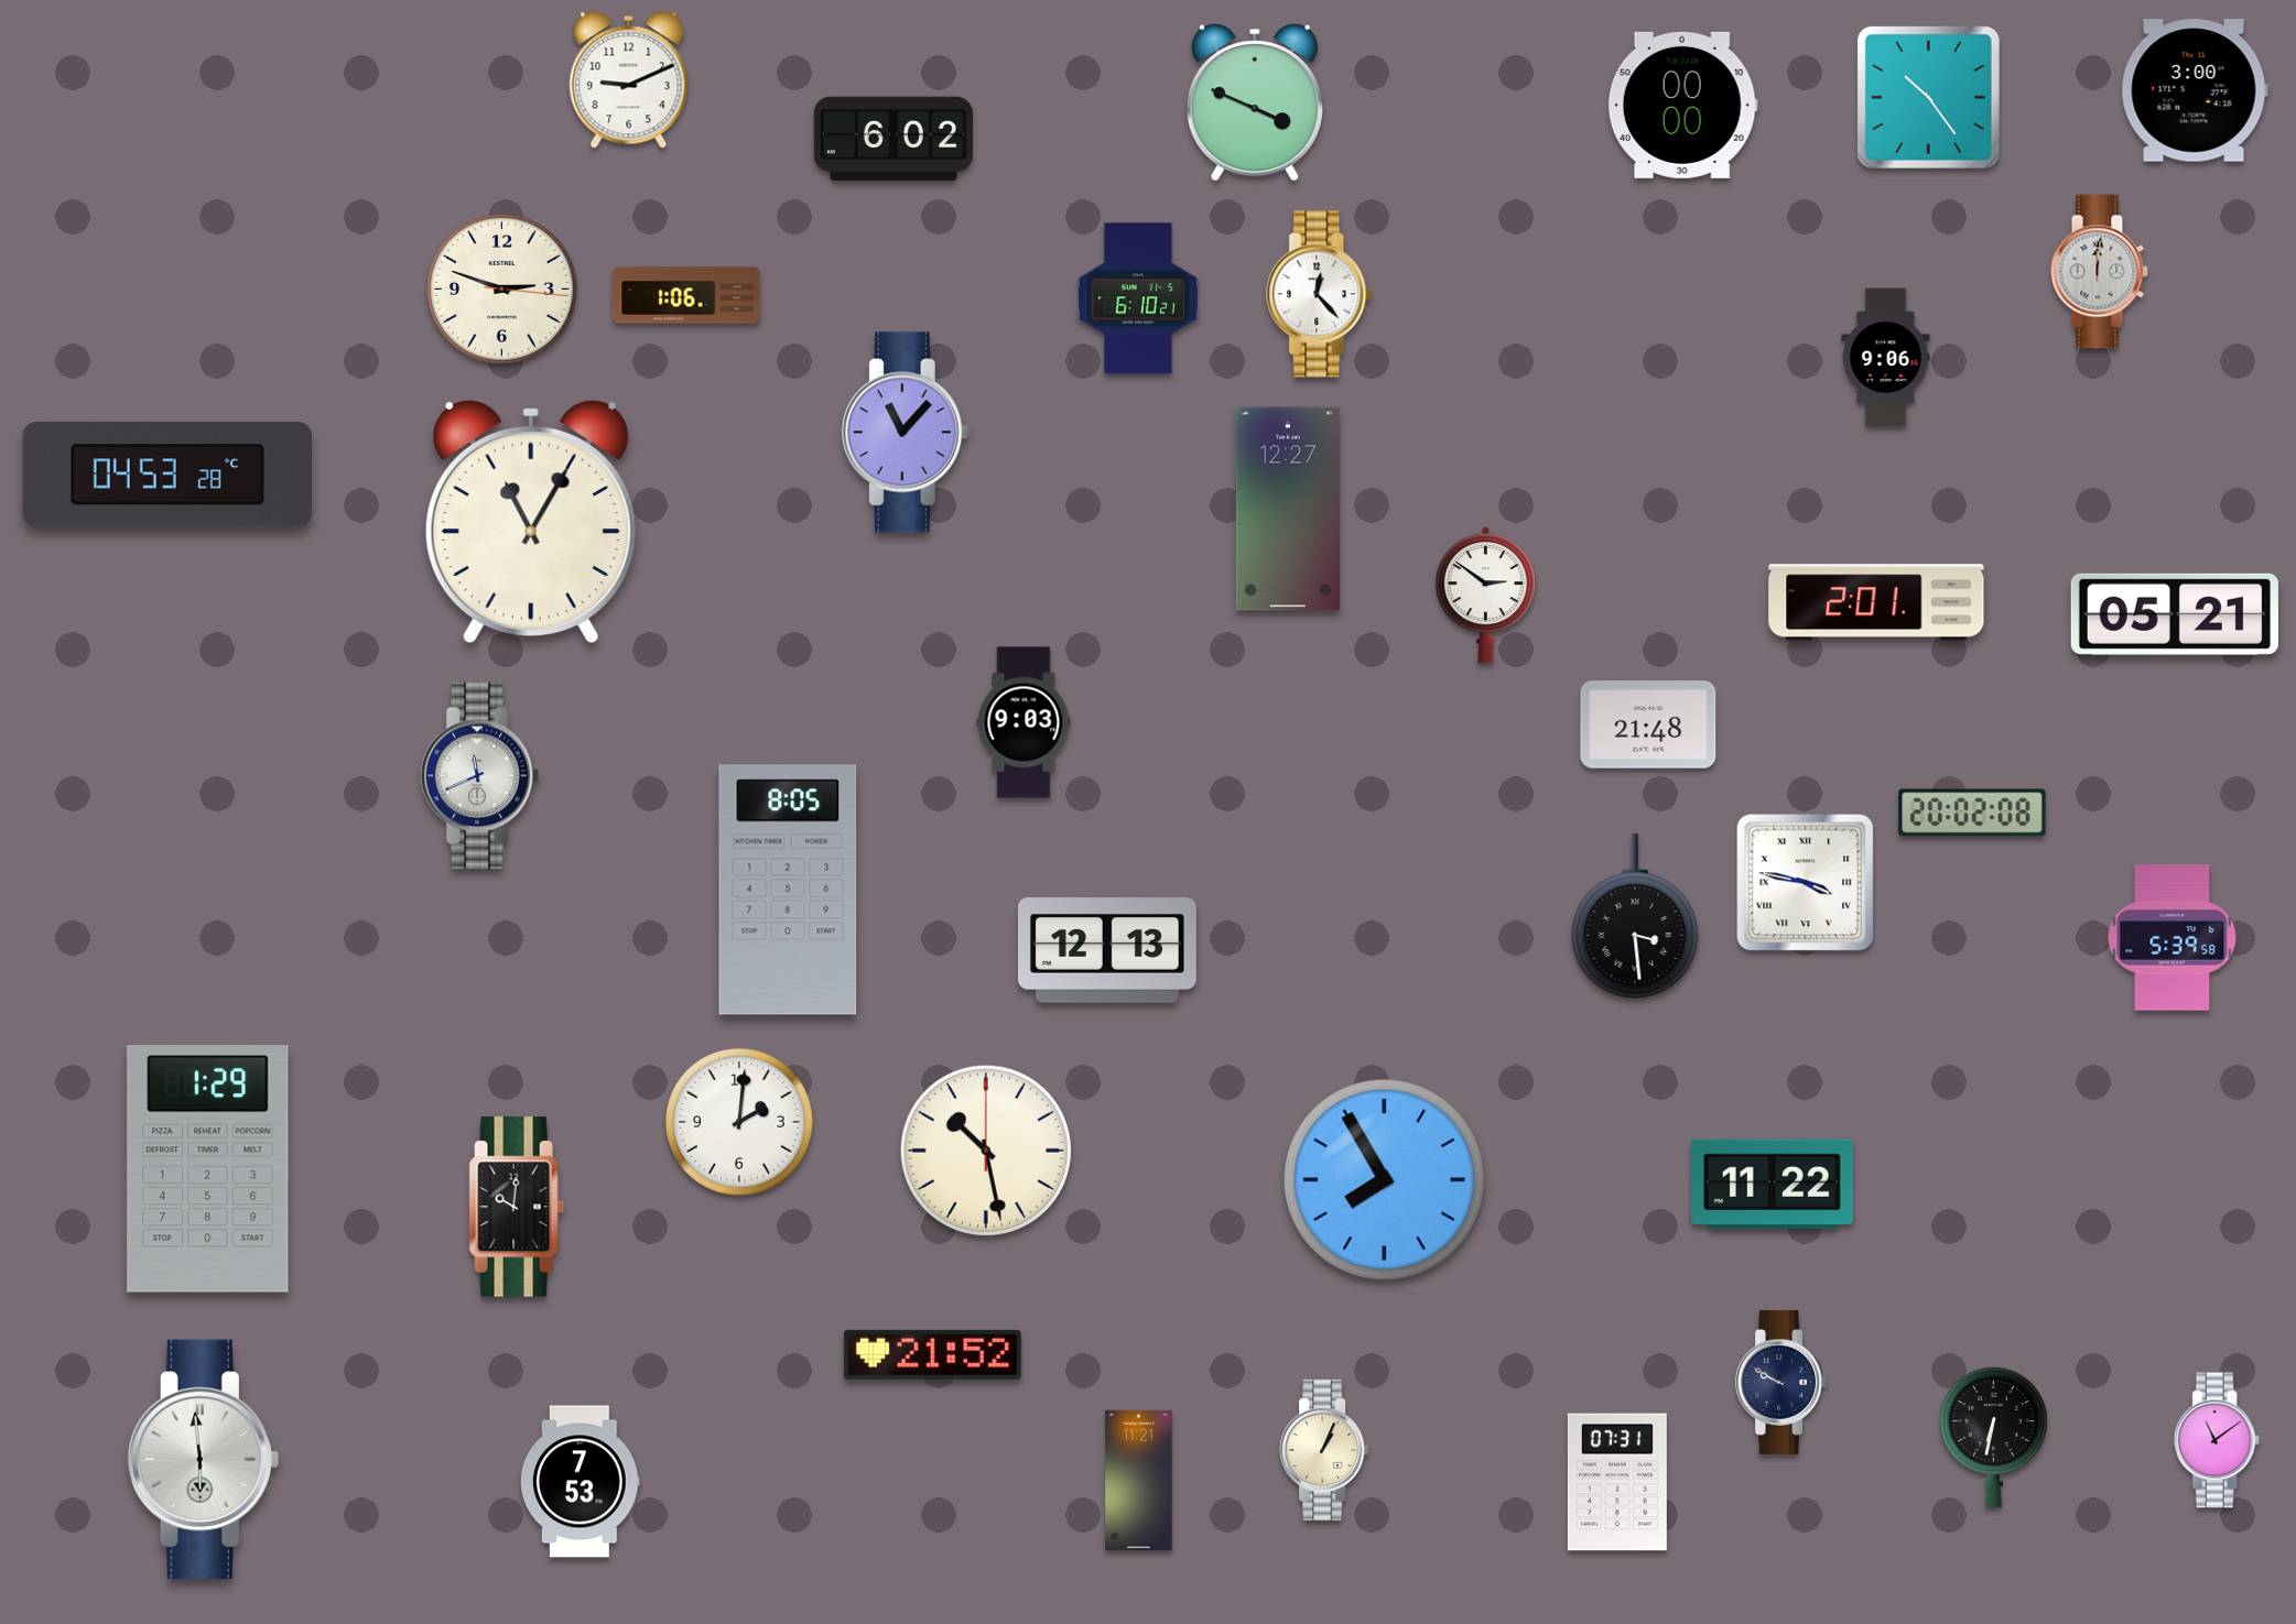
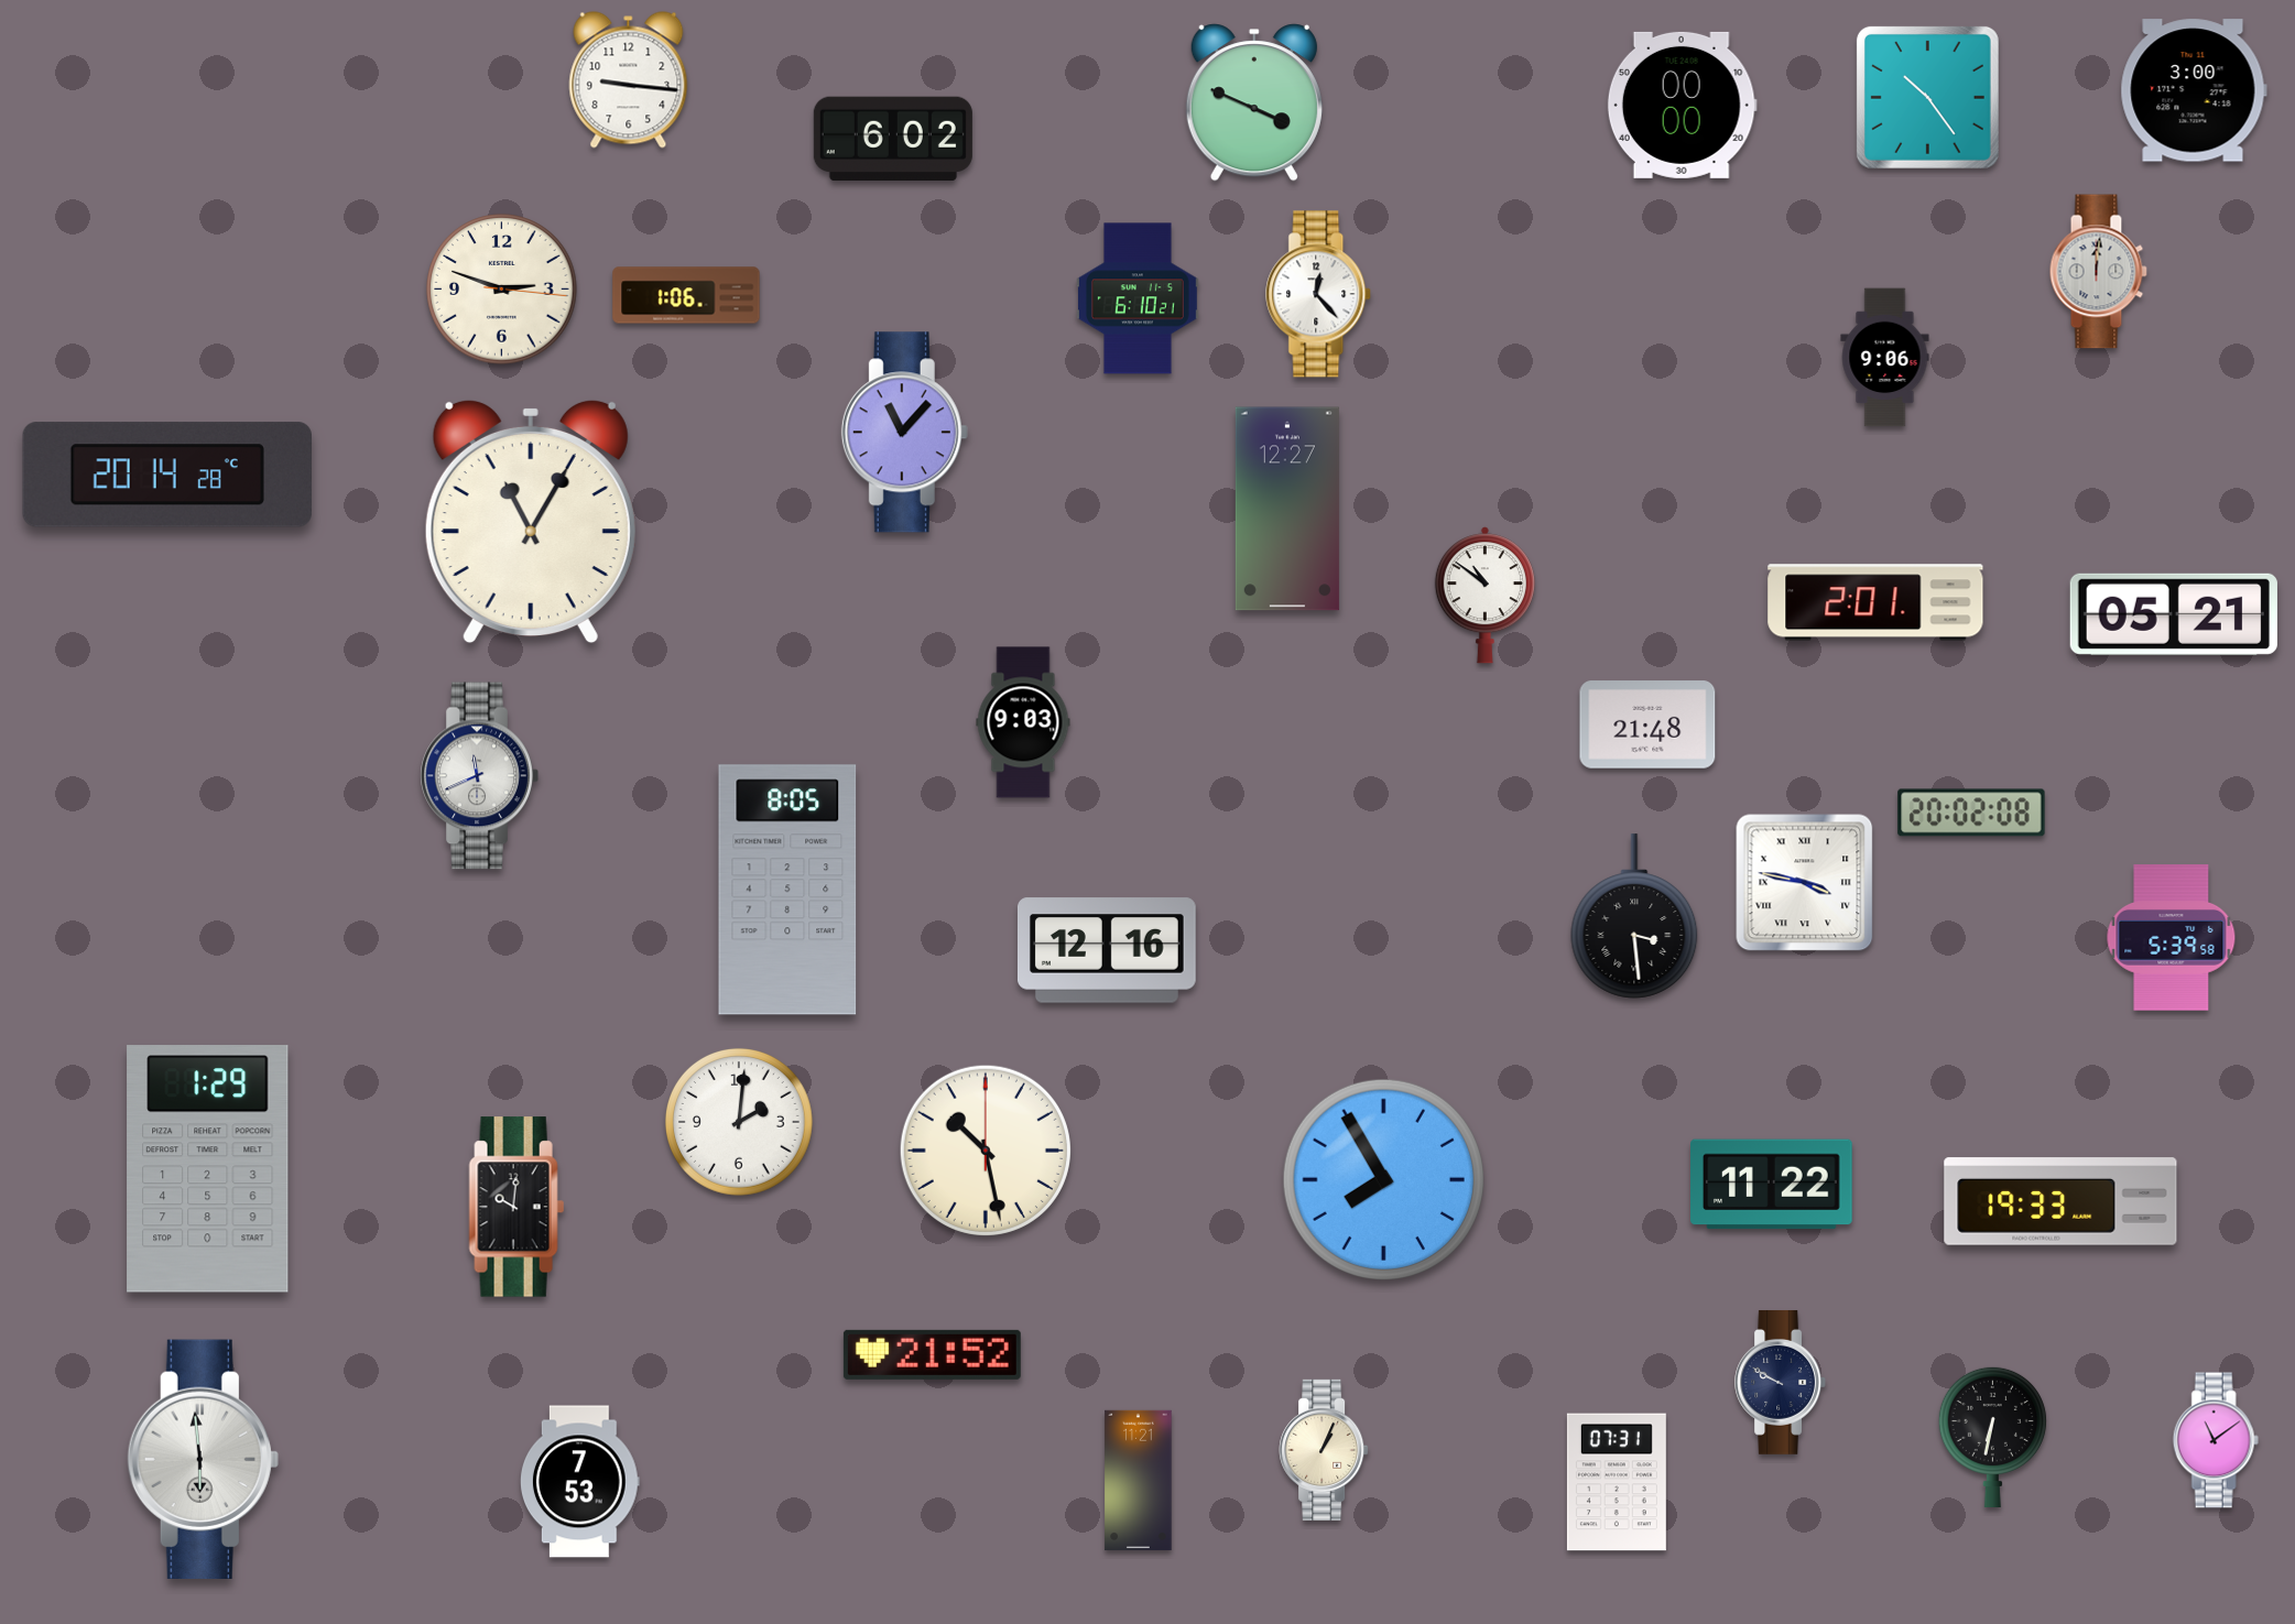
clock at (629, 80): 9:11 -> 9:16
clock at (166, 475): 04:53 -> 20:14
clock at (1485, 596): 2:51 -> 10:51
clock at (1107, 950): 12:13 -> 12:16
clock at (2060, 1201): none -> 19:33
